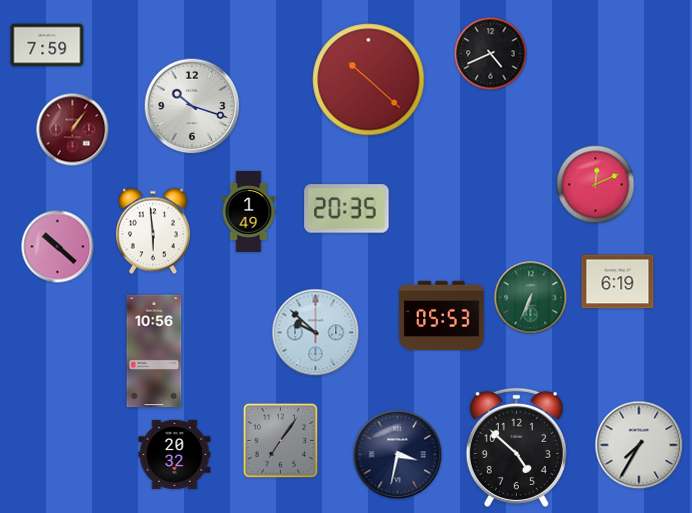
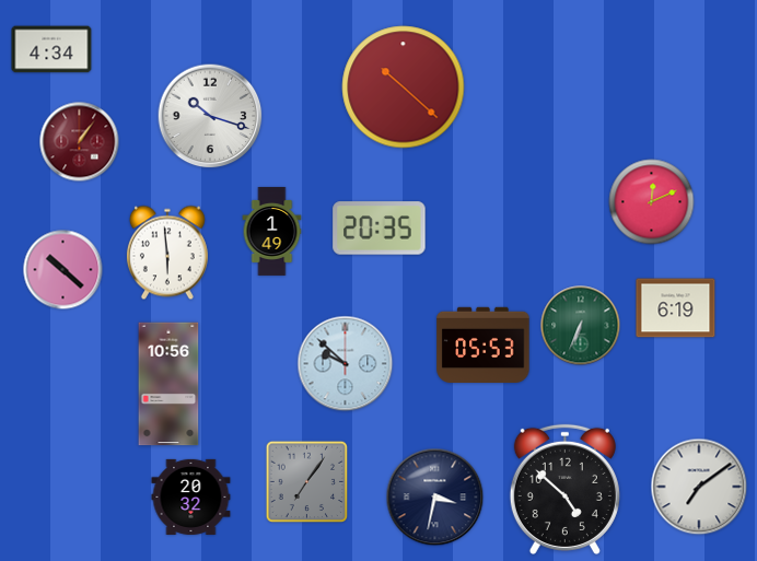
clock at (47, 45): 7:59 -> 4:34
clock at (491, 54): 4:41 -> none
clock at (639, 445): 7:35 -> 7:09
